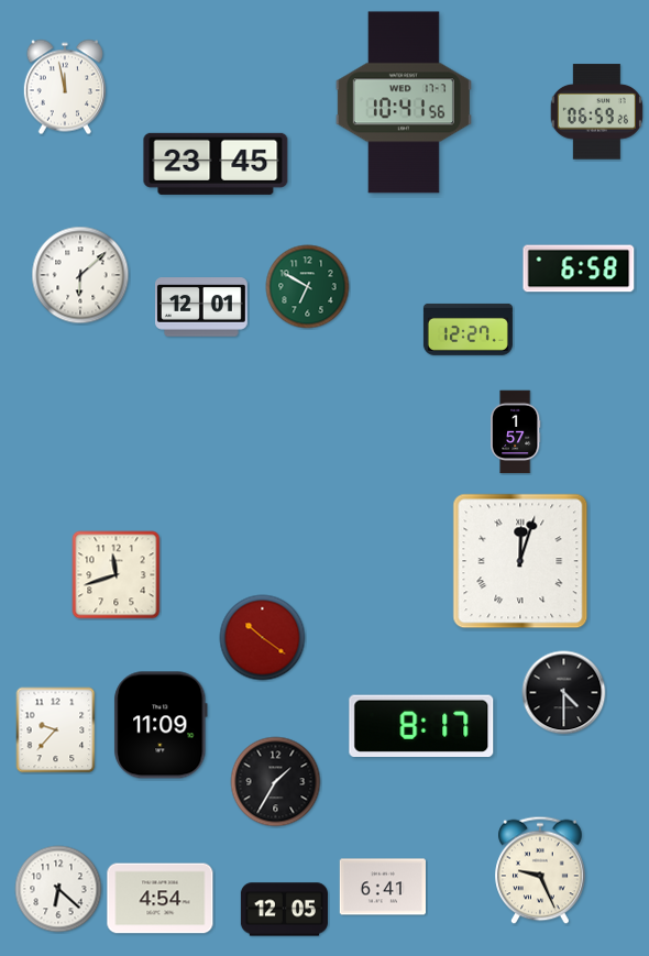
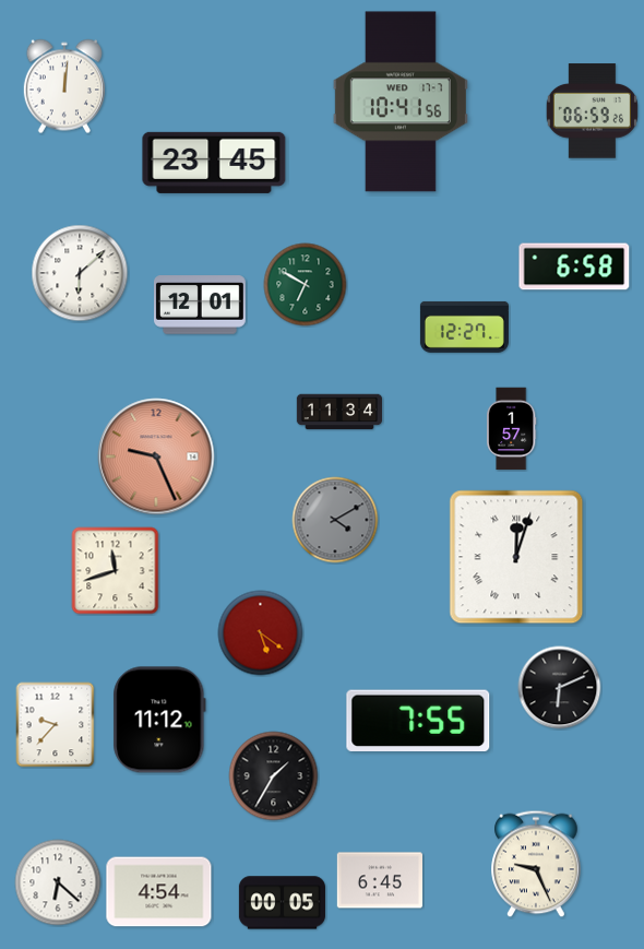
clock at (65, 87): 11:58 -> 12:01
clock at (339, 412): none -> 11:34
clock at (156, 456): none -> 9:26
clock at (335, 520): none -> 4:10
clock at (263, 638): 10:21 -> 5:21
clock at (564, 693): 4:30 -> 6:11
clock at (161, 725): 11:09 -> 11:12
clock at (421, 725): 8:17 -> 7:55
clock at (382, 887): 6:41 -> 6:45
clock at (284, 910): 12:05 -> 00:05
